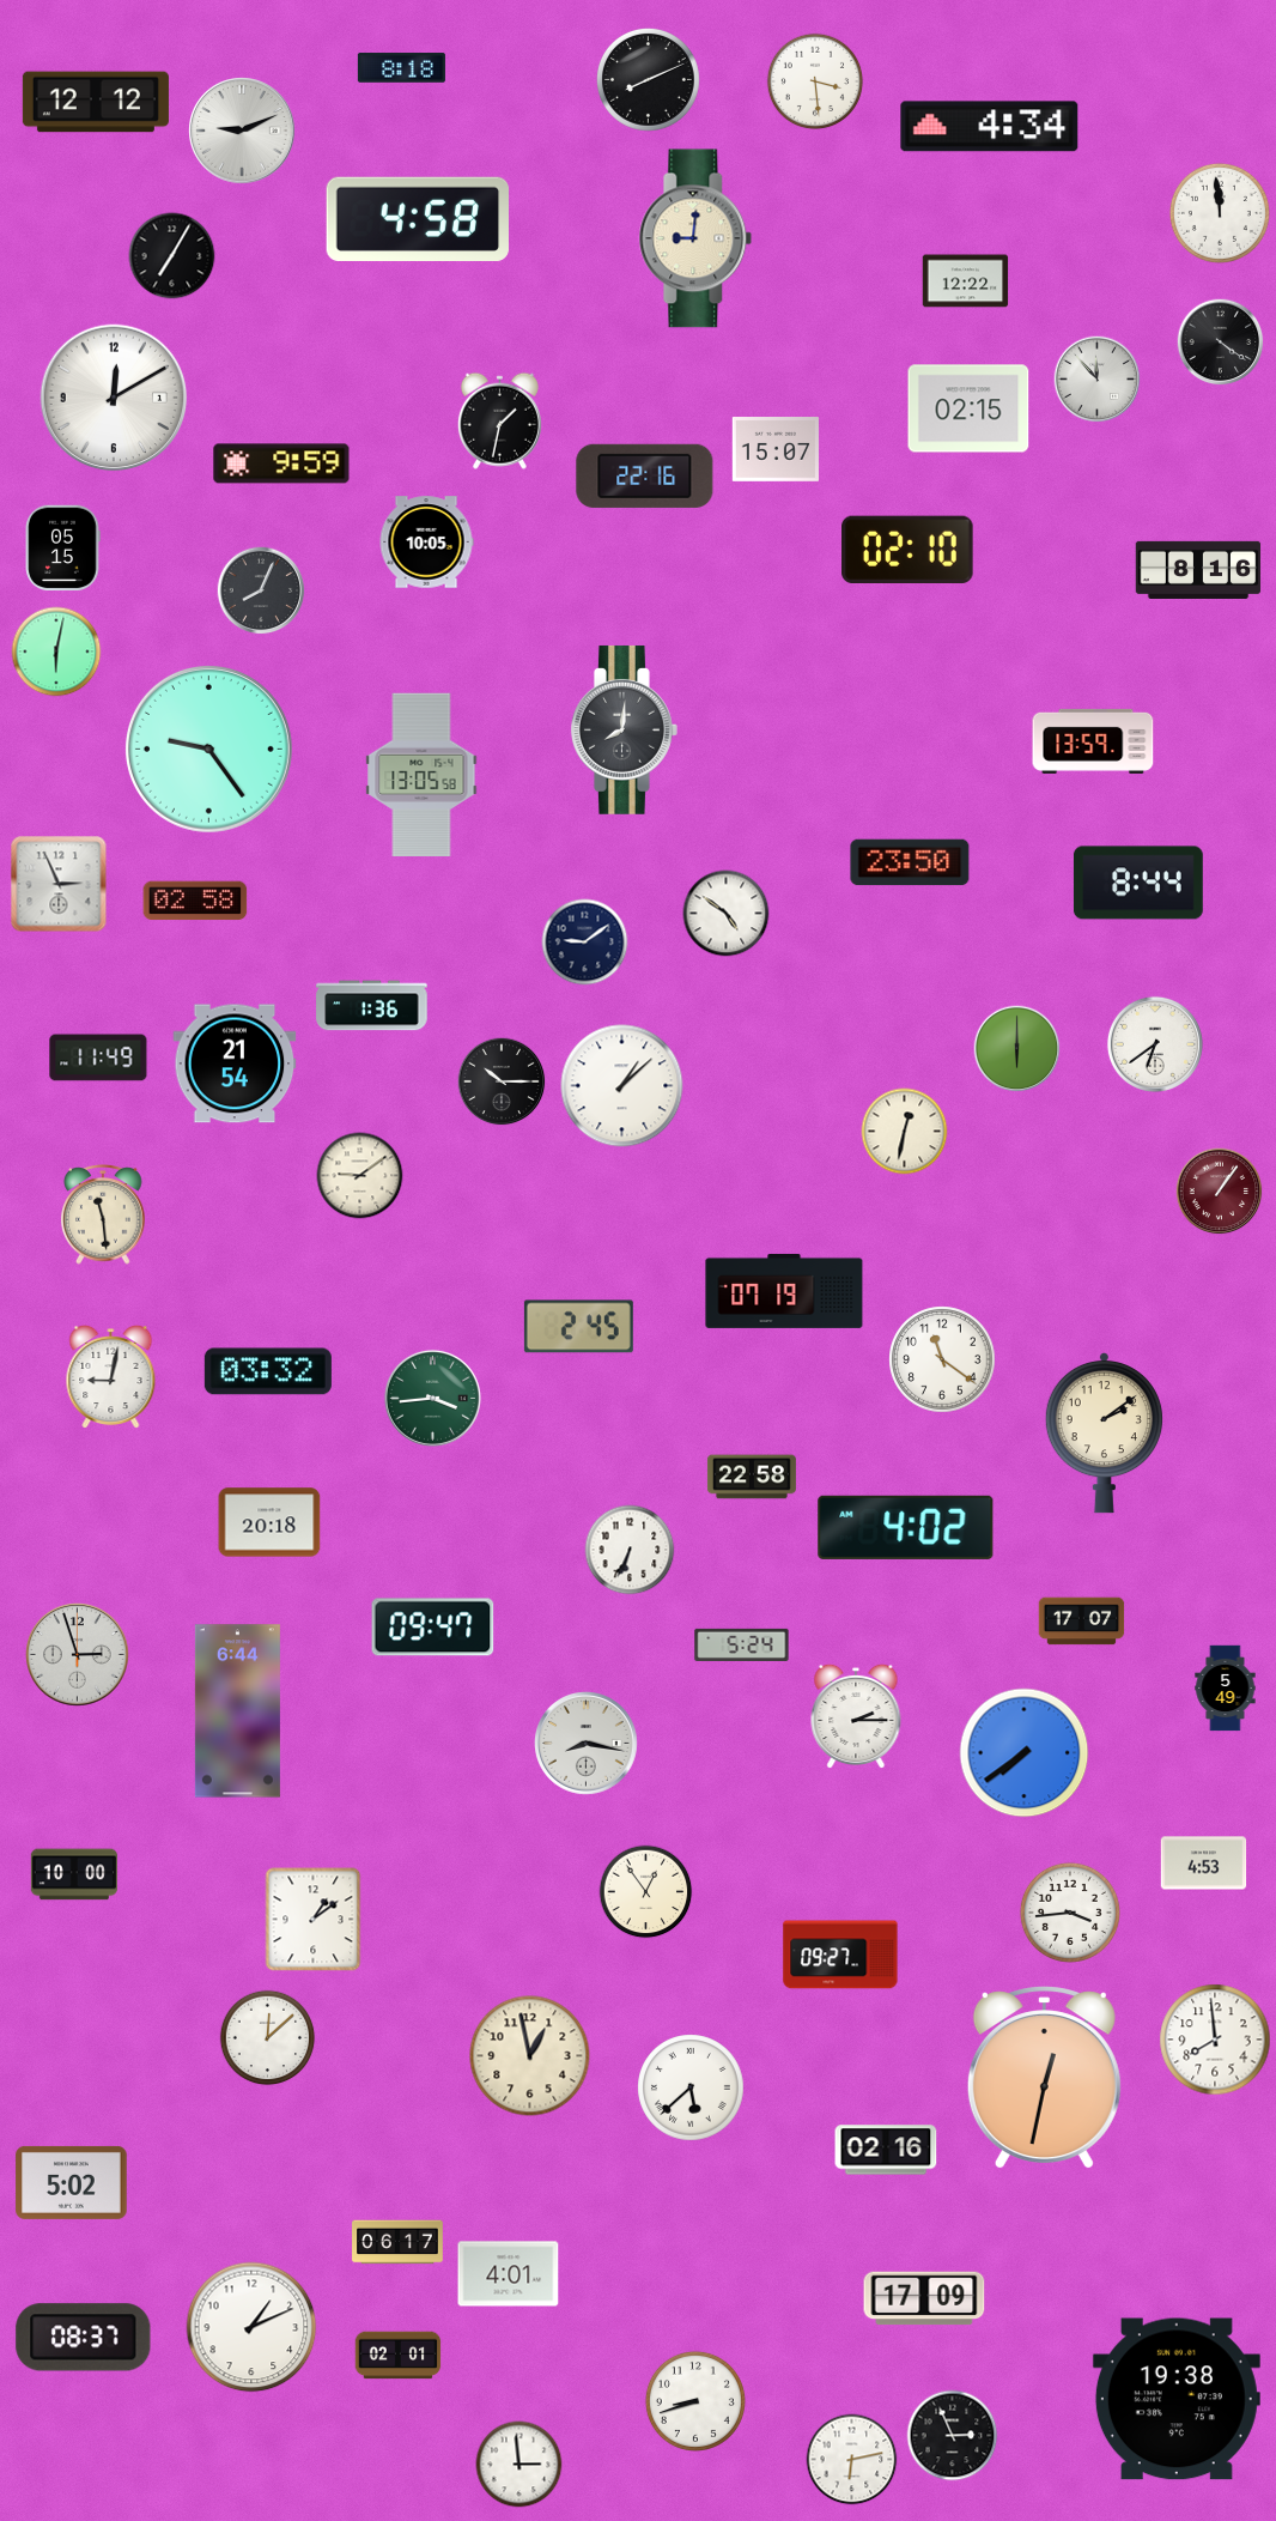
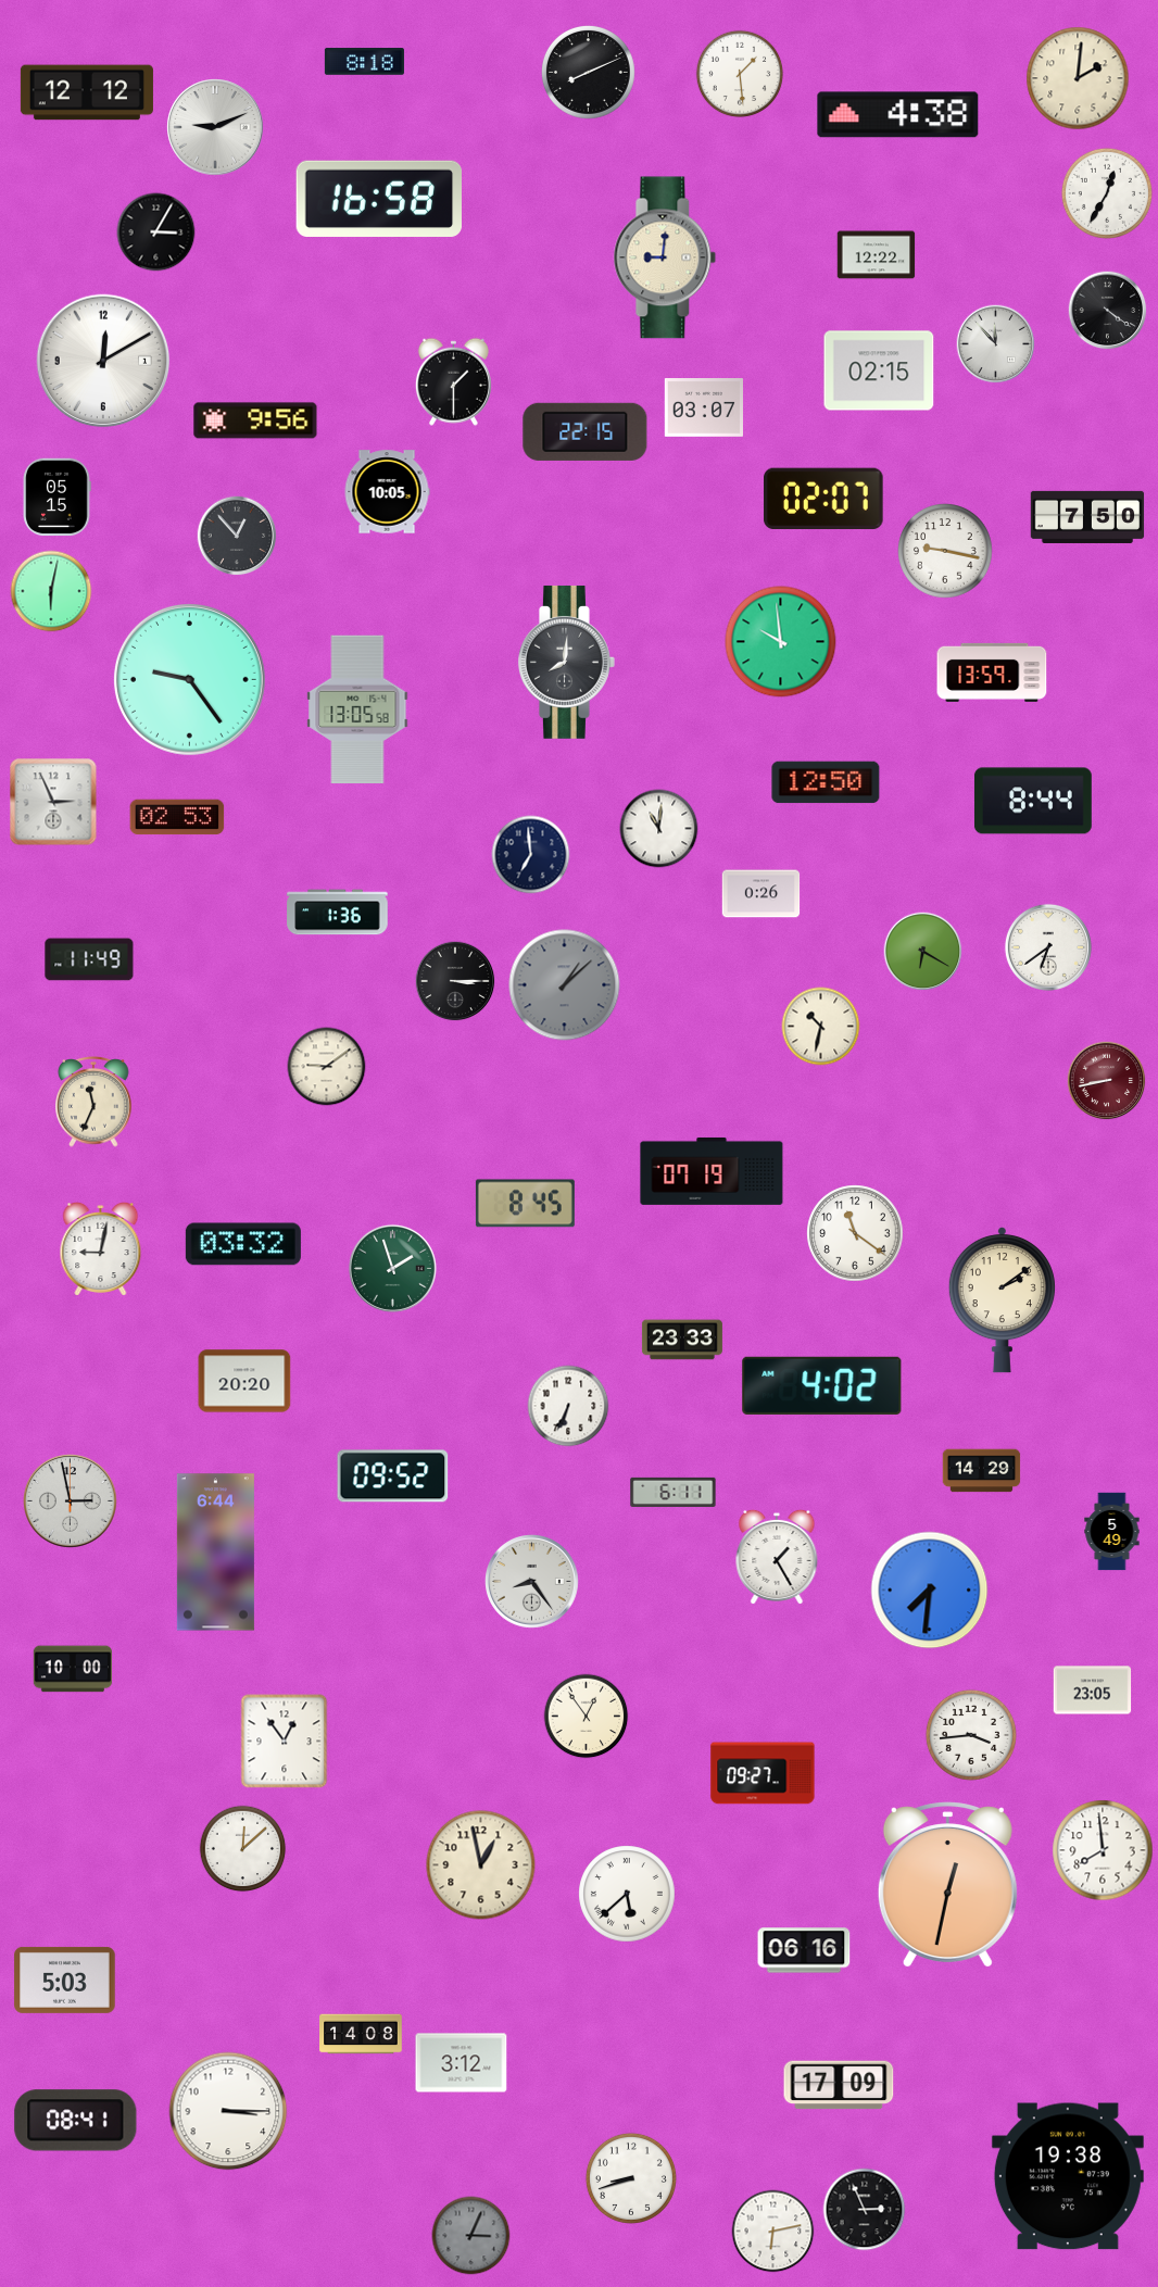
clock at (815, 81): 3:29 -> 1:29
clock at (1078, 78): none -> 2:01
clock at (990, 127): 4:34 -> 4:38
clock at (242, 131) position: (242, 131) -> (215, 127)
clock at (1220, 213): 11:59 -> 12:35
clock at (417, 219): 4:58 -> 16:58
clock at (695, 238) position: (695, 238) -> (665, 257)
clock at (172, 256): 7:05 -> 3:05
clock at (499, 420): 1:32 -> 1:30
clock at (774, 450): 15:07 -> 03:07
clock at (281, 463): 9:59 -> 9:56
clock at (645, 475): 22:16 -> 22:15
clock at (907, 550): 02:10 -> 02:07
clock at (1198, 570): 8:16 -> 7:50
clock at (261, 590): 8:04 -> 12:53
clock at (946, 552): none -> 9:17
clock at (781, 642): none -> 9:59
clock at (421, 775) position: (421, 775) -> (357, 709)
clock at (910, 862): 23:50 -> 12:50
clock at (195, 901): 02:58 -> 02:53
clock at (727, 914): 4:51 -> 11:01
clock at (585, 943): 9:09 -> 6:59
clock at (761, 894): none -> 0:26
clock at (1017, 1049): 6:00 -> 6:20
clock at (235, 1063): 21:54 -> none
clock at (502, 1081): 10:15 -> 3:15
clock at (622, 1086) dial: white -> grey
clock at (905, 1132): 12:32 -> 10:32
clock at (1220, 1192): 1:06 -> 8:43
clock at (103, 1216): 11:29 -> 11:34
clock at (578, 1327): 2:45 -> 8:45
clock at (432, 1398): 3:44 -> 1:57
clock at (752, 1477): 22:58 -> 23:33
clock at (269, 1522): 20:18 -> 20:20
clock at (630, 1550) position: (630, 1550) -> (568, 1406)
clock at (1082, 1622): 17:07 -> 14:29
clock at (433, 1628): 09:47 -> 09:52
clock at (742, 1644): 5:24 -> 6:11
clock at (78, 1655): 2:57 -> 2:58
clock at (856, 1716): 2:15 -> 1:25
clock at (587, 1744): 8:17 -> 8:24
clock at (1025, 1753): 7:39 -> 7:31
clock at (1204, 1864): 4:53 -> 23:05
clock at (73, 1874) position: (73, 1874) -> (72, 1669)
clock at (314, 1920): 1:09 -> 12:54
clock at (886, 2150): 02:16 -> 06:16
clock at (72, 2182): 5:02 -> 5:03
clock at (397, 2242): 06:17 -> 14:08
clock at (509, 2274): 4:01 -> 3:12
clock at (251, 2327): 1:11 -> 3:15
clock at (84, 2338): 08:37 -> 08:41
clock at (399, 2356): 02:01 -> none
clock at (519, 2465): 2:59 -> 3:04
clock at (519, 2465) dial: white -> grey
